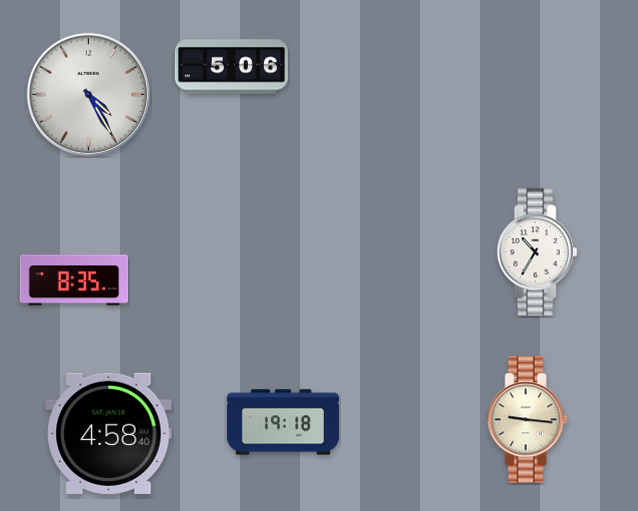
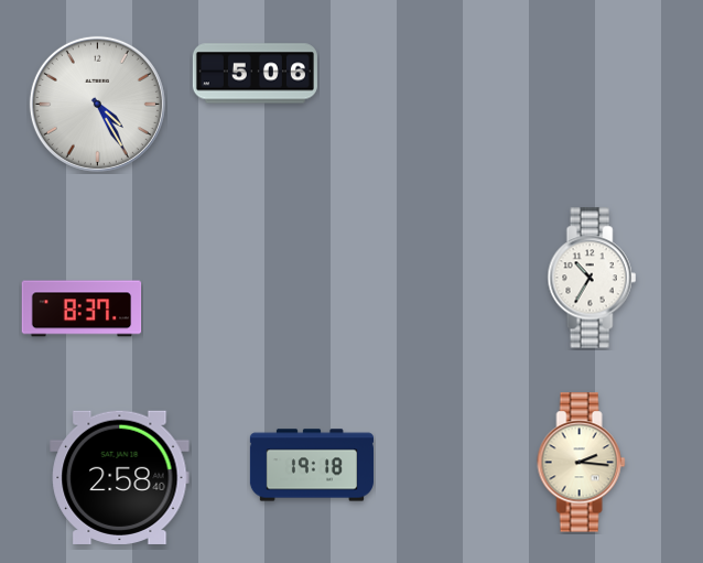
clock at (74, 280): 8:35 -> 8:37
clock at (528, 420): 9:16 -> 2:16
clock at (109, 433): 4:58 -> 2:58
